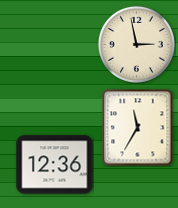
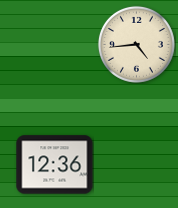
clock at (136, 44): 2:58 -> 4:44
clock at (138, 127): 11:35 -> none
